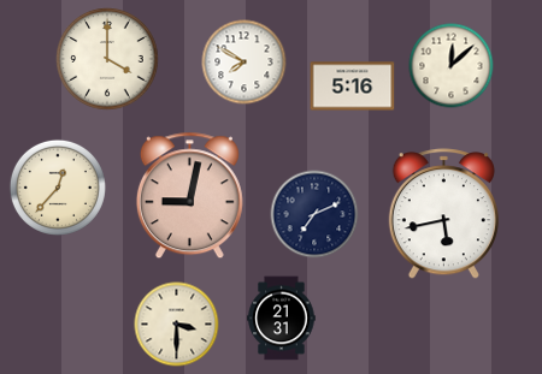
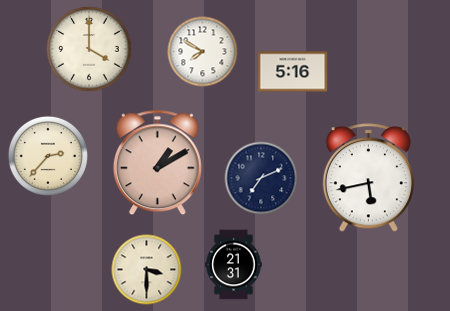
clock at (452, 66): 12:08 -> none
clock at (58, 188): 12:37 -> 2:37
clock at (189, 196): 9:02 -> 1:10
